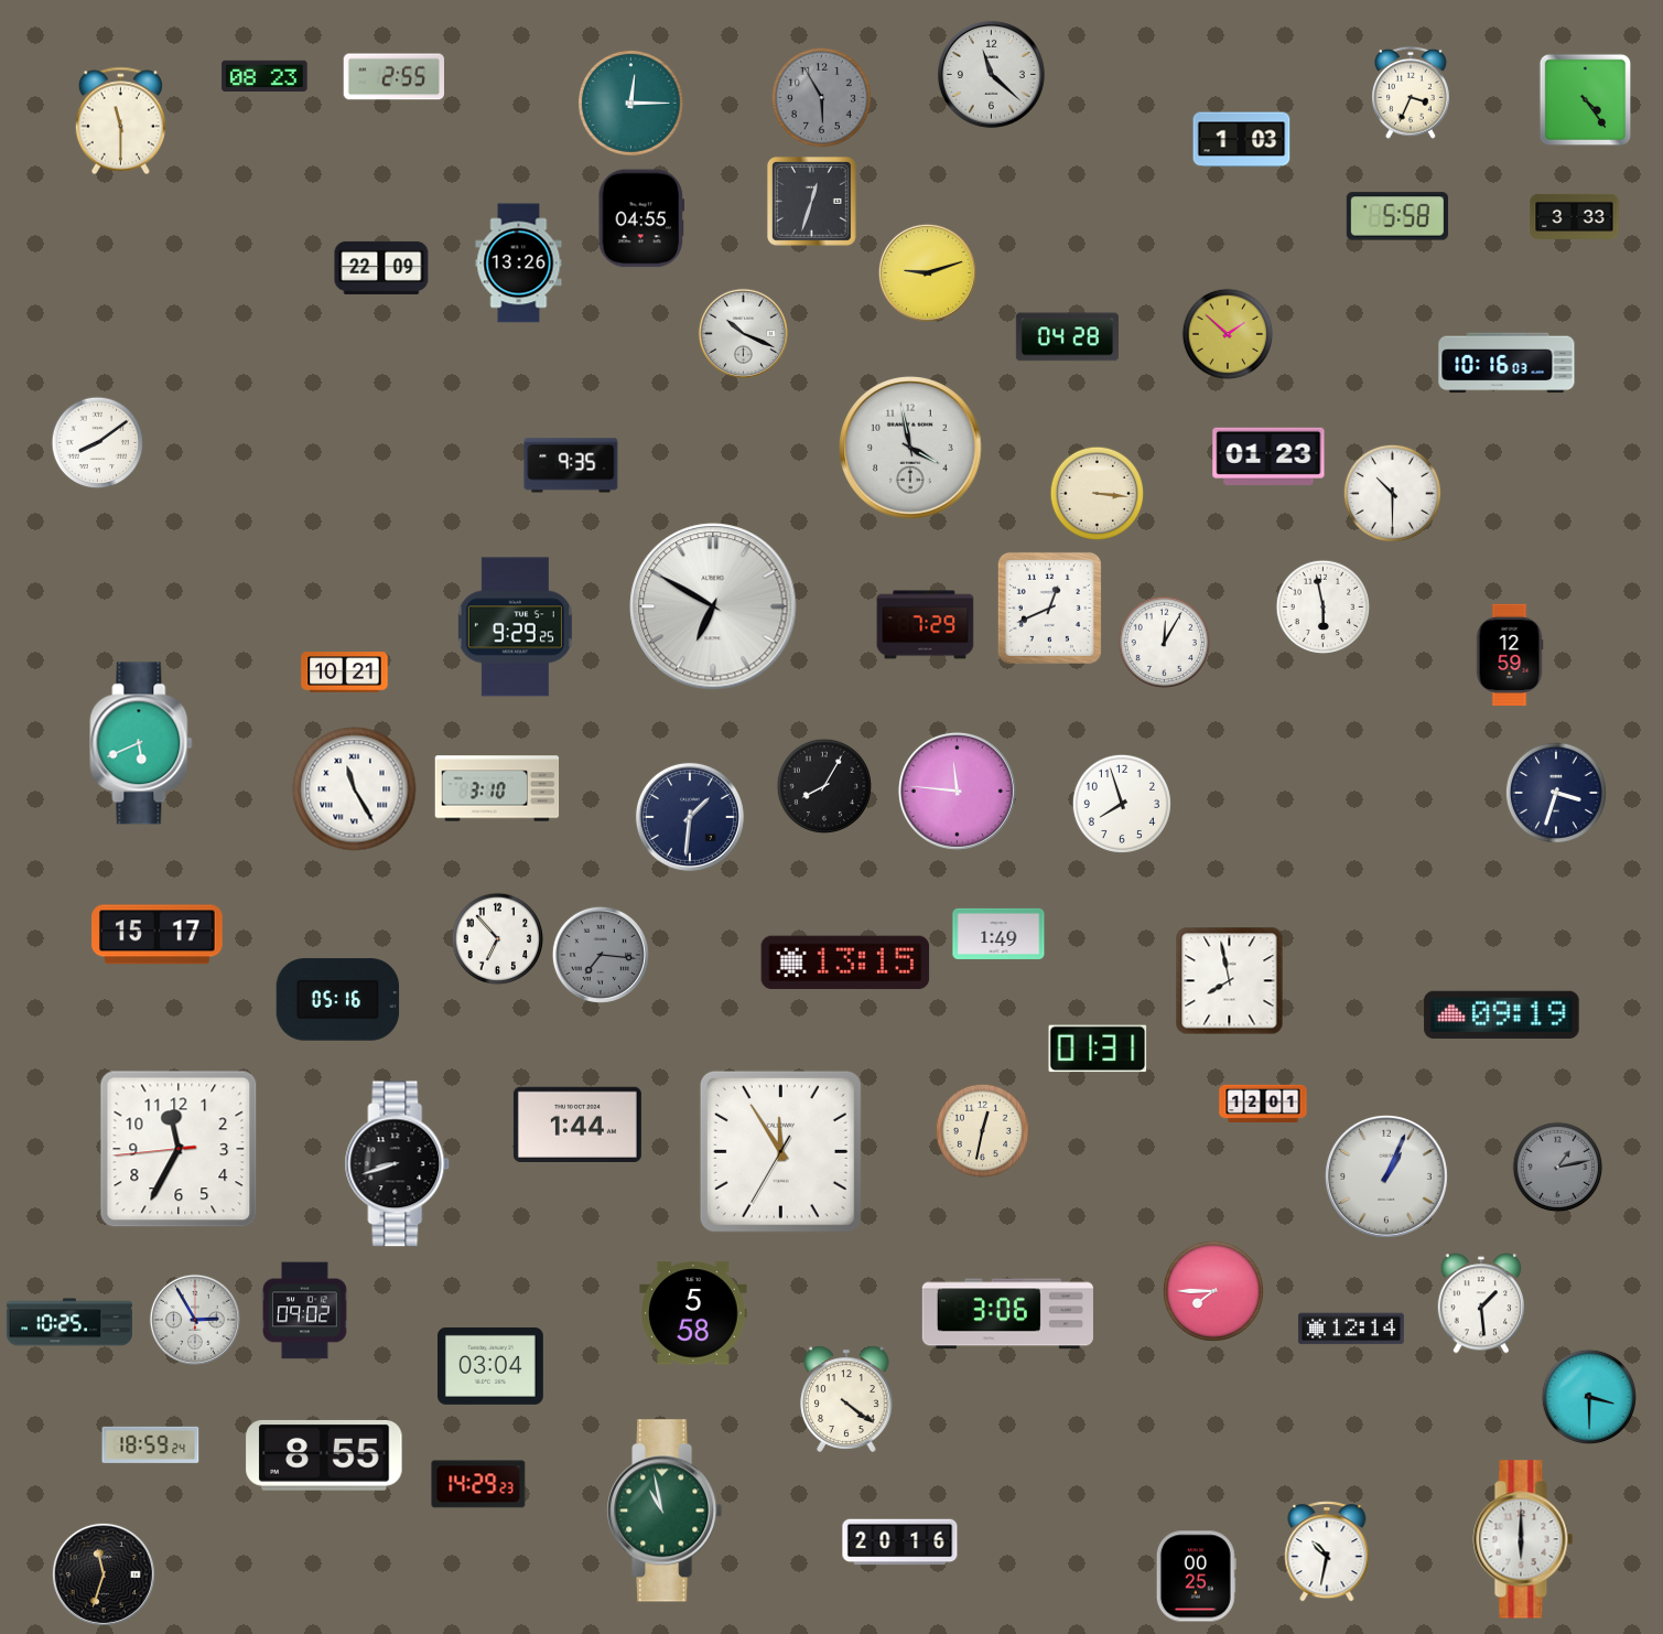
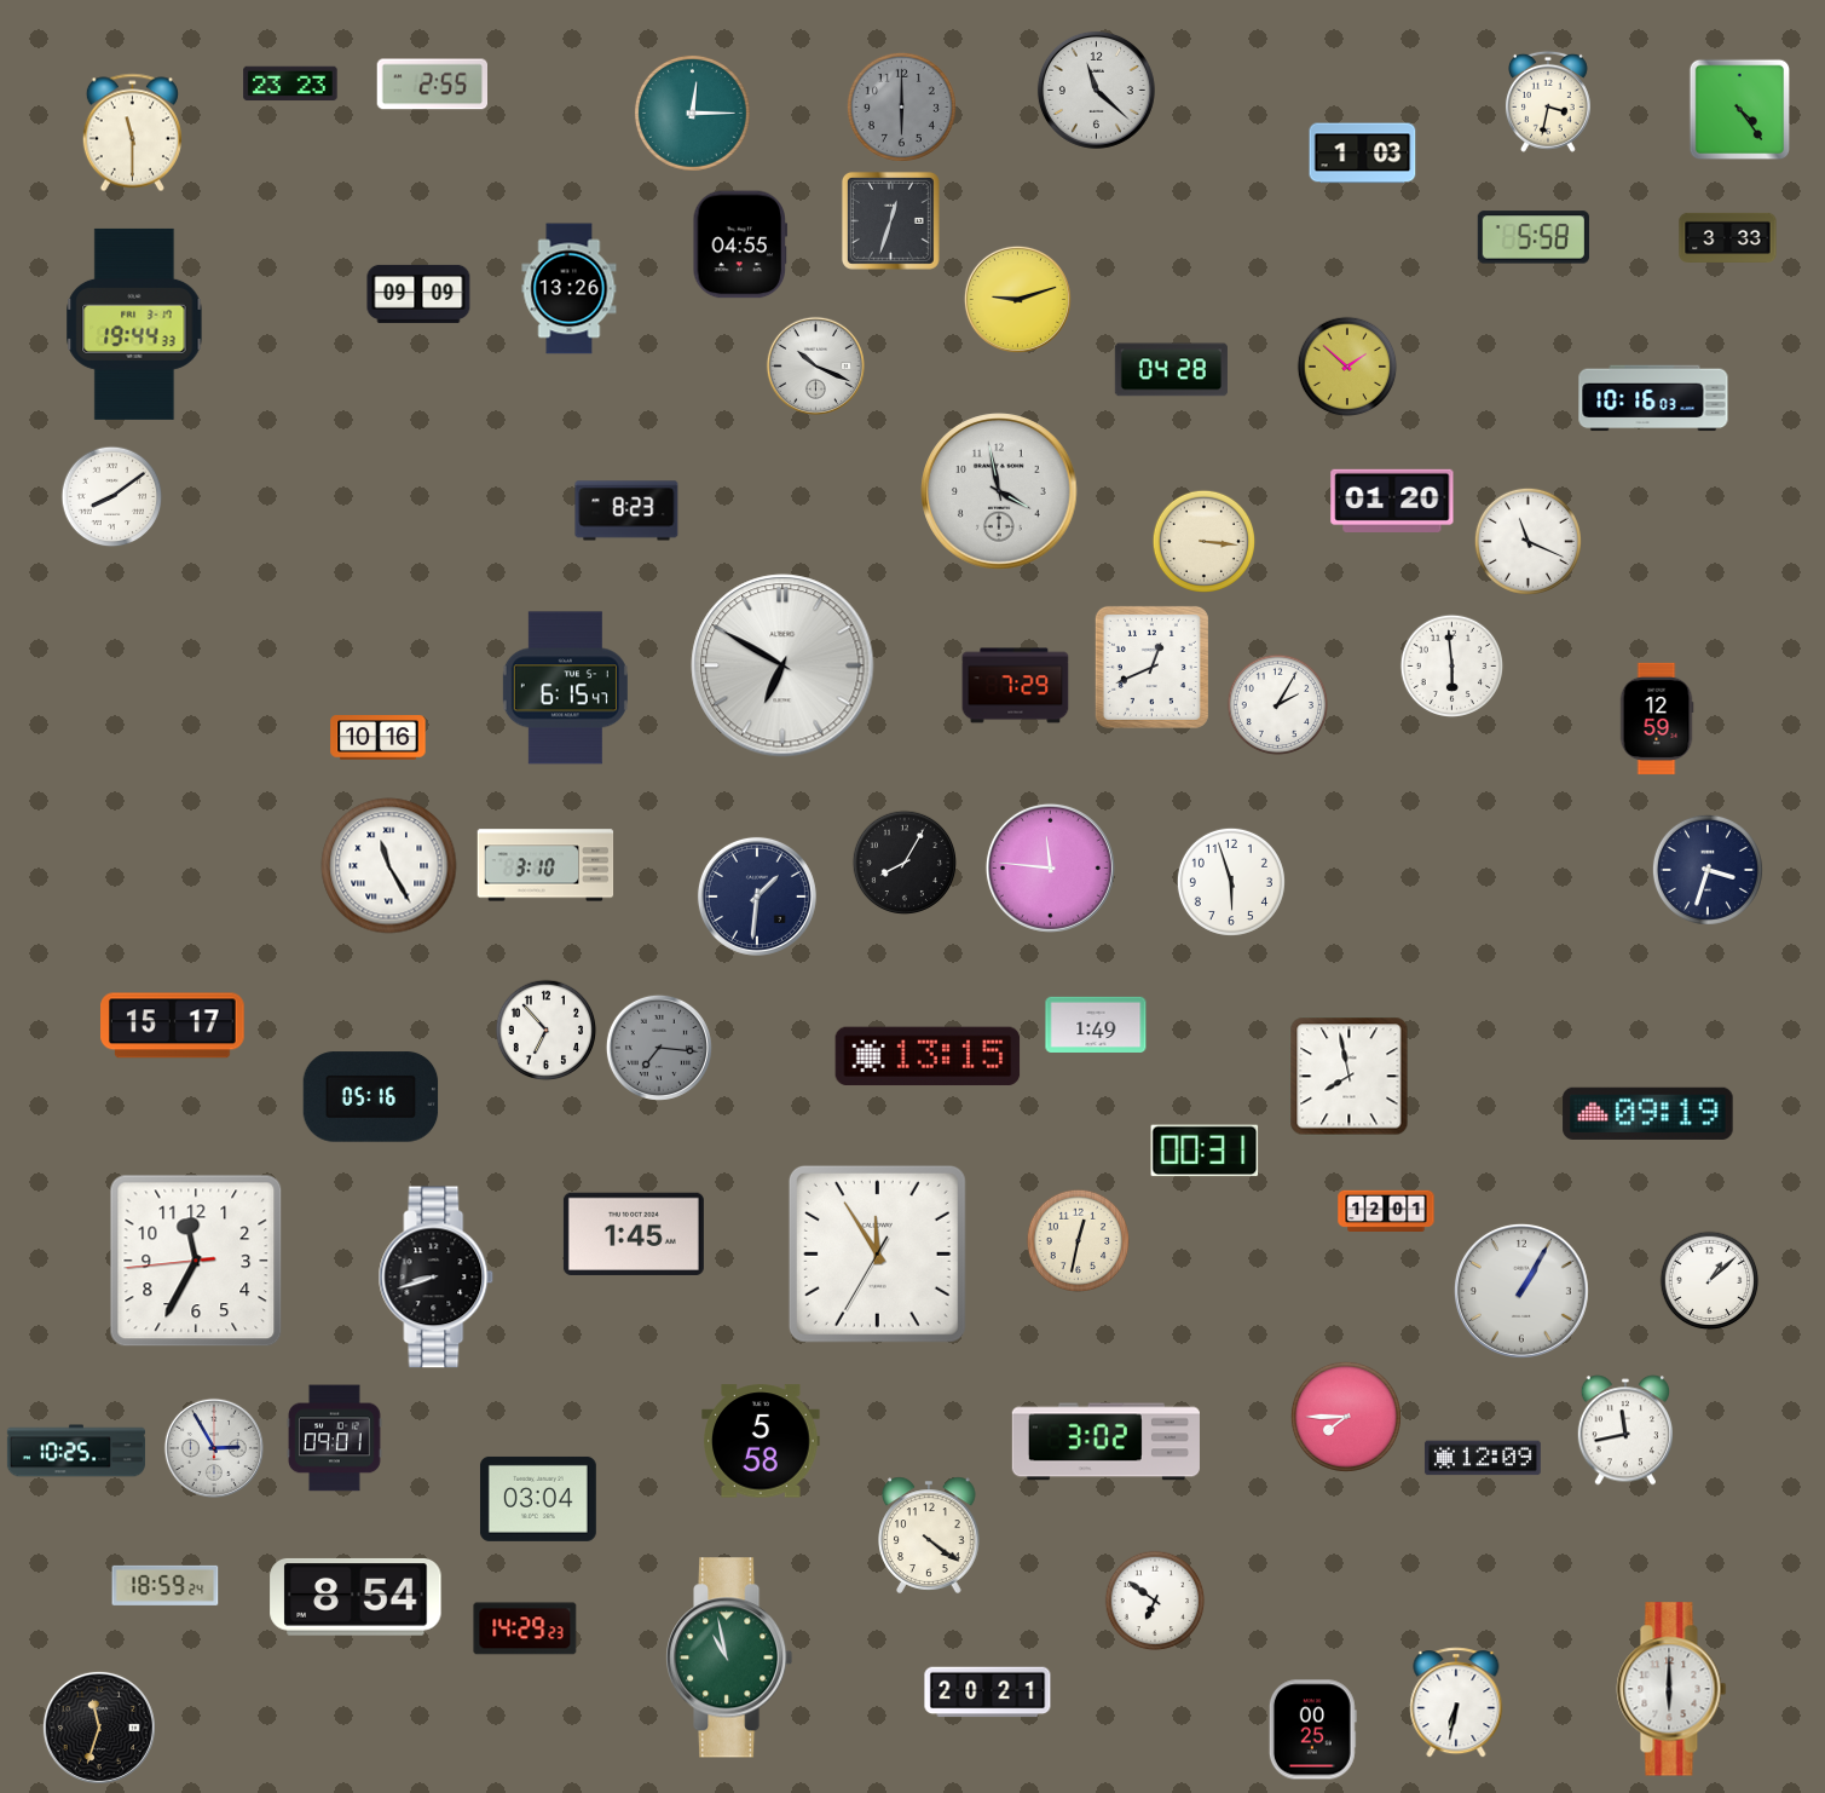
clock at (991, 74) position: (991, 74) -> (1096, 90)
clock at (264, 76): 08:23 -> 23:23
clock at (1411, 93): 3:34 -> 3:32
clock at (821, 97): 5:55 -> 6:00
clock at (641, 218) position: (641, 218) -> (740, 244)
clock at (381, 268): 22:09 -> 09:09
clock at (134, 324): none -> 19:44
clock at (98, 443) position: (98, 443) -> (112, 497)
clock at (1268, 456): 01:23 -> 01:20
clock at (571, 465): 9:35 -> 8:23
clock at (1392, 493): 10:30 -> 11:19
clock at (1324, 608): 5:58 -> 5:59
clock at (515, 627): 9:29 -> 6:15
clock at (1165, 643): 12:05 -> 2:05
clock at (345, 673): 10:21 -> 10:16
clock at (141, 743): 5:41 -> none
clock at (1122, 804): 7:57 -> 5:57
clock at (1098, 1049): 01:31 -> 00:31
clock at (577, 1124): 1:44 -> 1:45
clock at (780, 1151) position: (780, 1151) -> (877, 1253)
clock at (1558, 1168): 1:13 -> 1:08
clock at (1558, 1168) dial: grey -> white
clock at (1386, 1176): 1:04 -> 1:05
clock at (1213, 1291) position: (1213, 1291) -> (1346, 1417)
clock at (1480, 1303): 1:29 -> 11:43
clock at (305, 1311): 09:02 -> 09:01
clock at (1007, 1314): 3:06 -> 3:02
clock at (1351, 1329): 12:14 -> 12:09
clock at (1588, 1396): 3:30 -> none
clock at (324, 1455): 8:55 -> 8:54
clock at (1155, 1601): none -> 6:51
clock at (900, 1542): 20:16 -> 20:21
clock at (1327, 1551): 10:32 -> 6:32
clock at (104, 1574) position: (104, 1574) -> (99, 1728)
